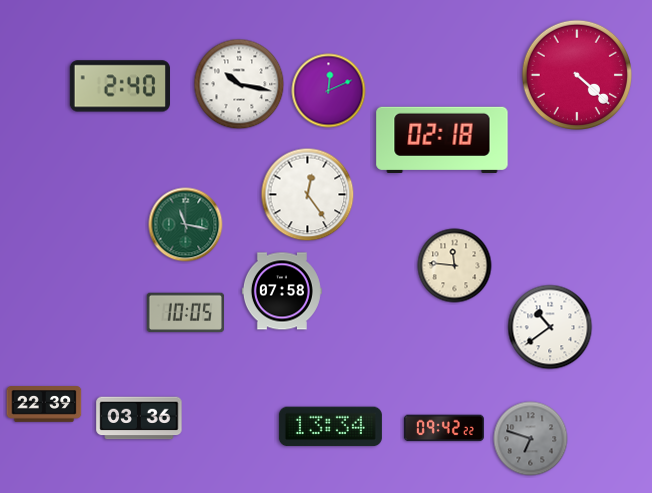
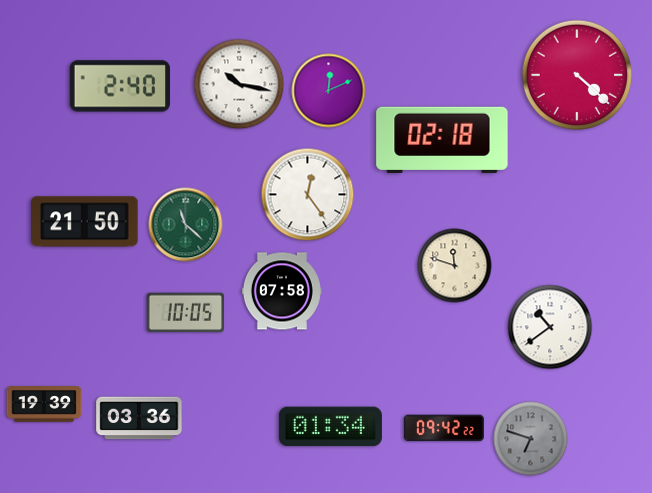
clock at (85, 222): none -> 21:50
clock at (186, 225): 11:17 -> 11:22
clock at (455, 266): 11:46 -> 11:48
clock at (44, 404): 22:39 -> 19:39
clock at (330, 427): 13:34 -> 01:34
